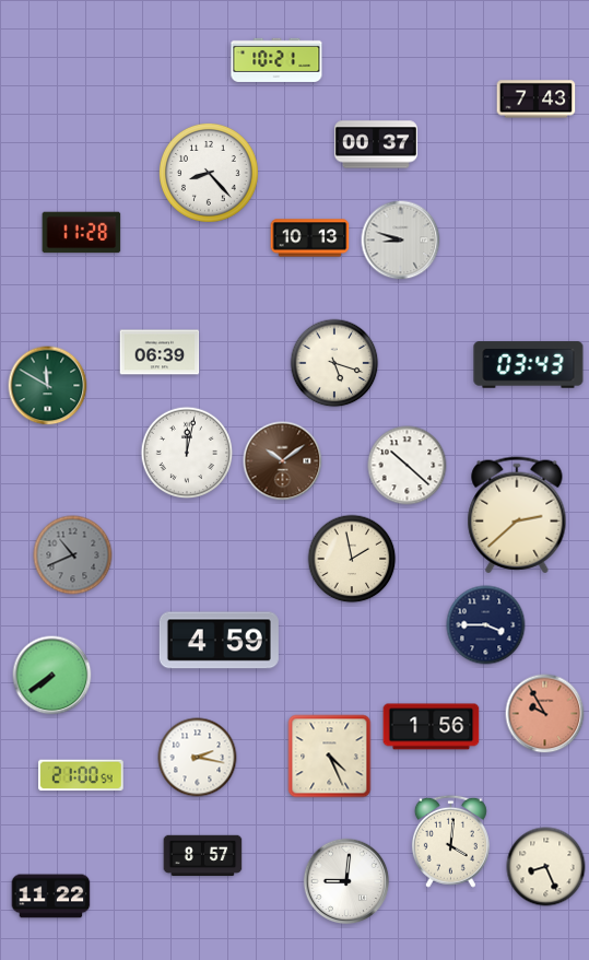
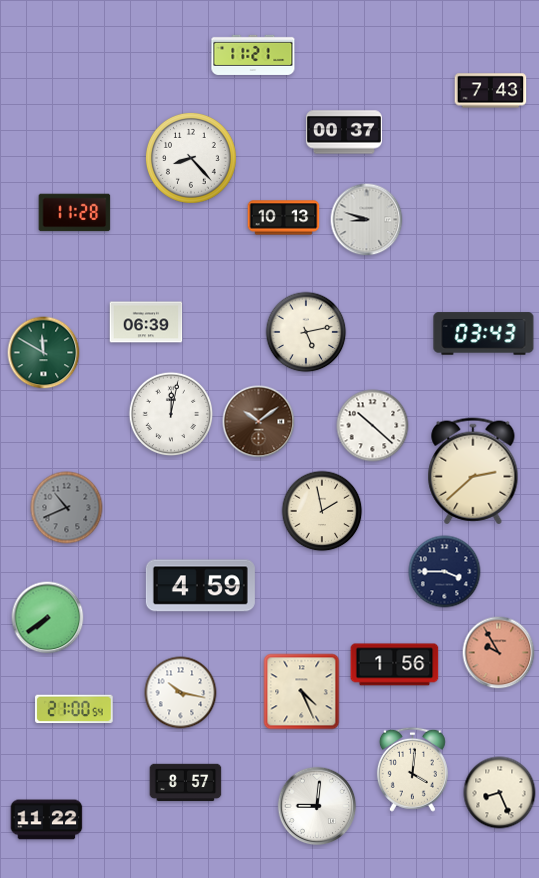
clock at (276, 60): 10:21 -> 11:21
clock at (334, 363): 5:18 -> 5:13
clock at (198, 758): 2:17 -> 10:17
